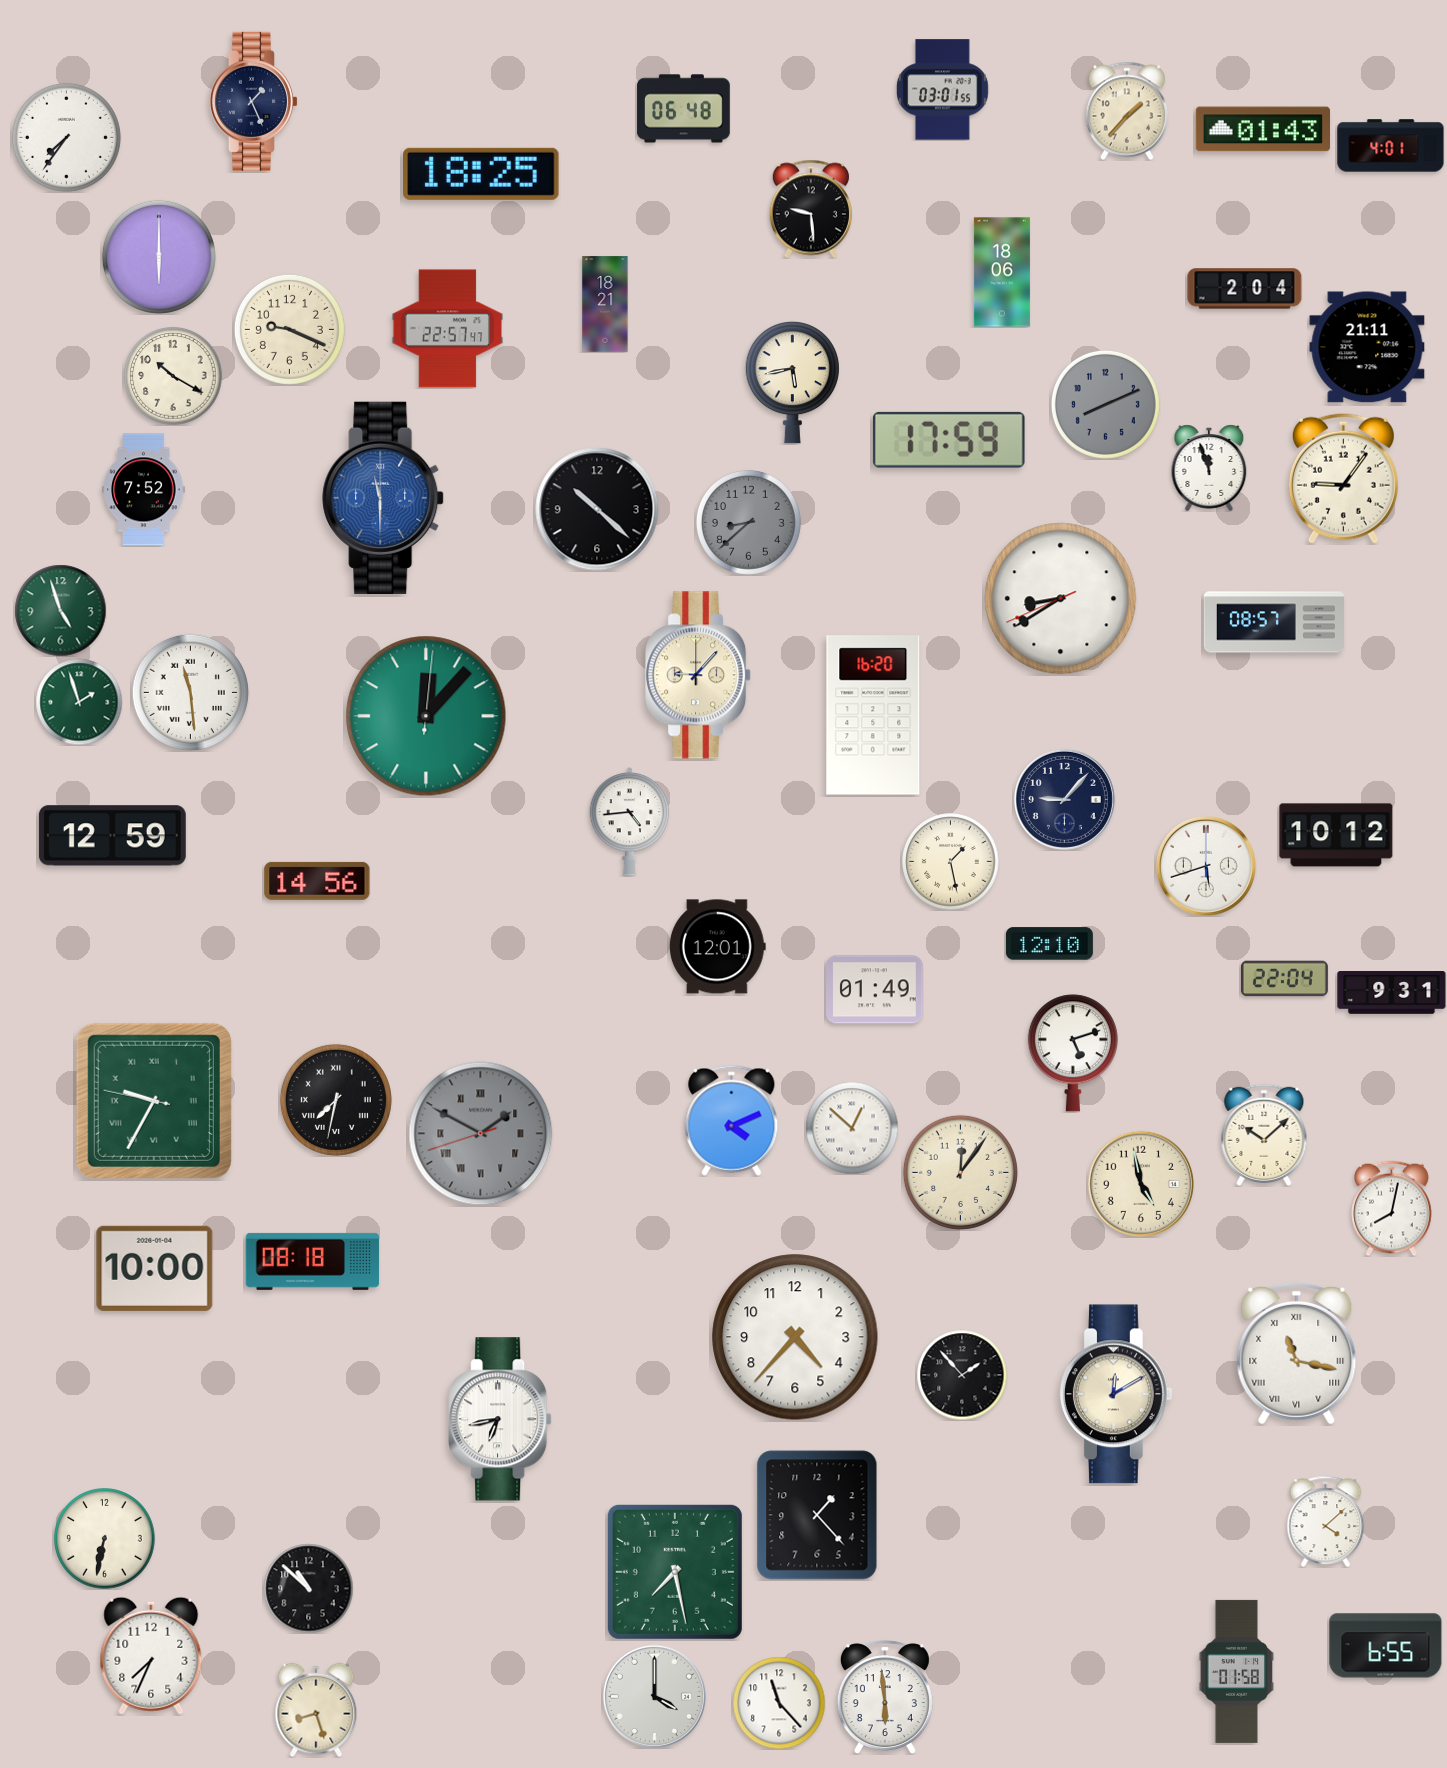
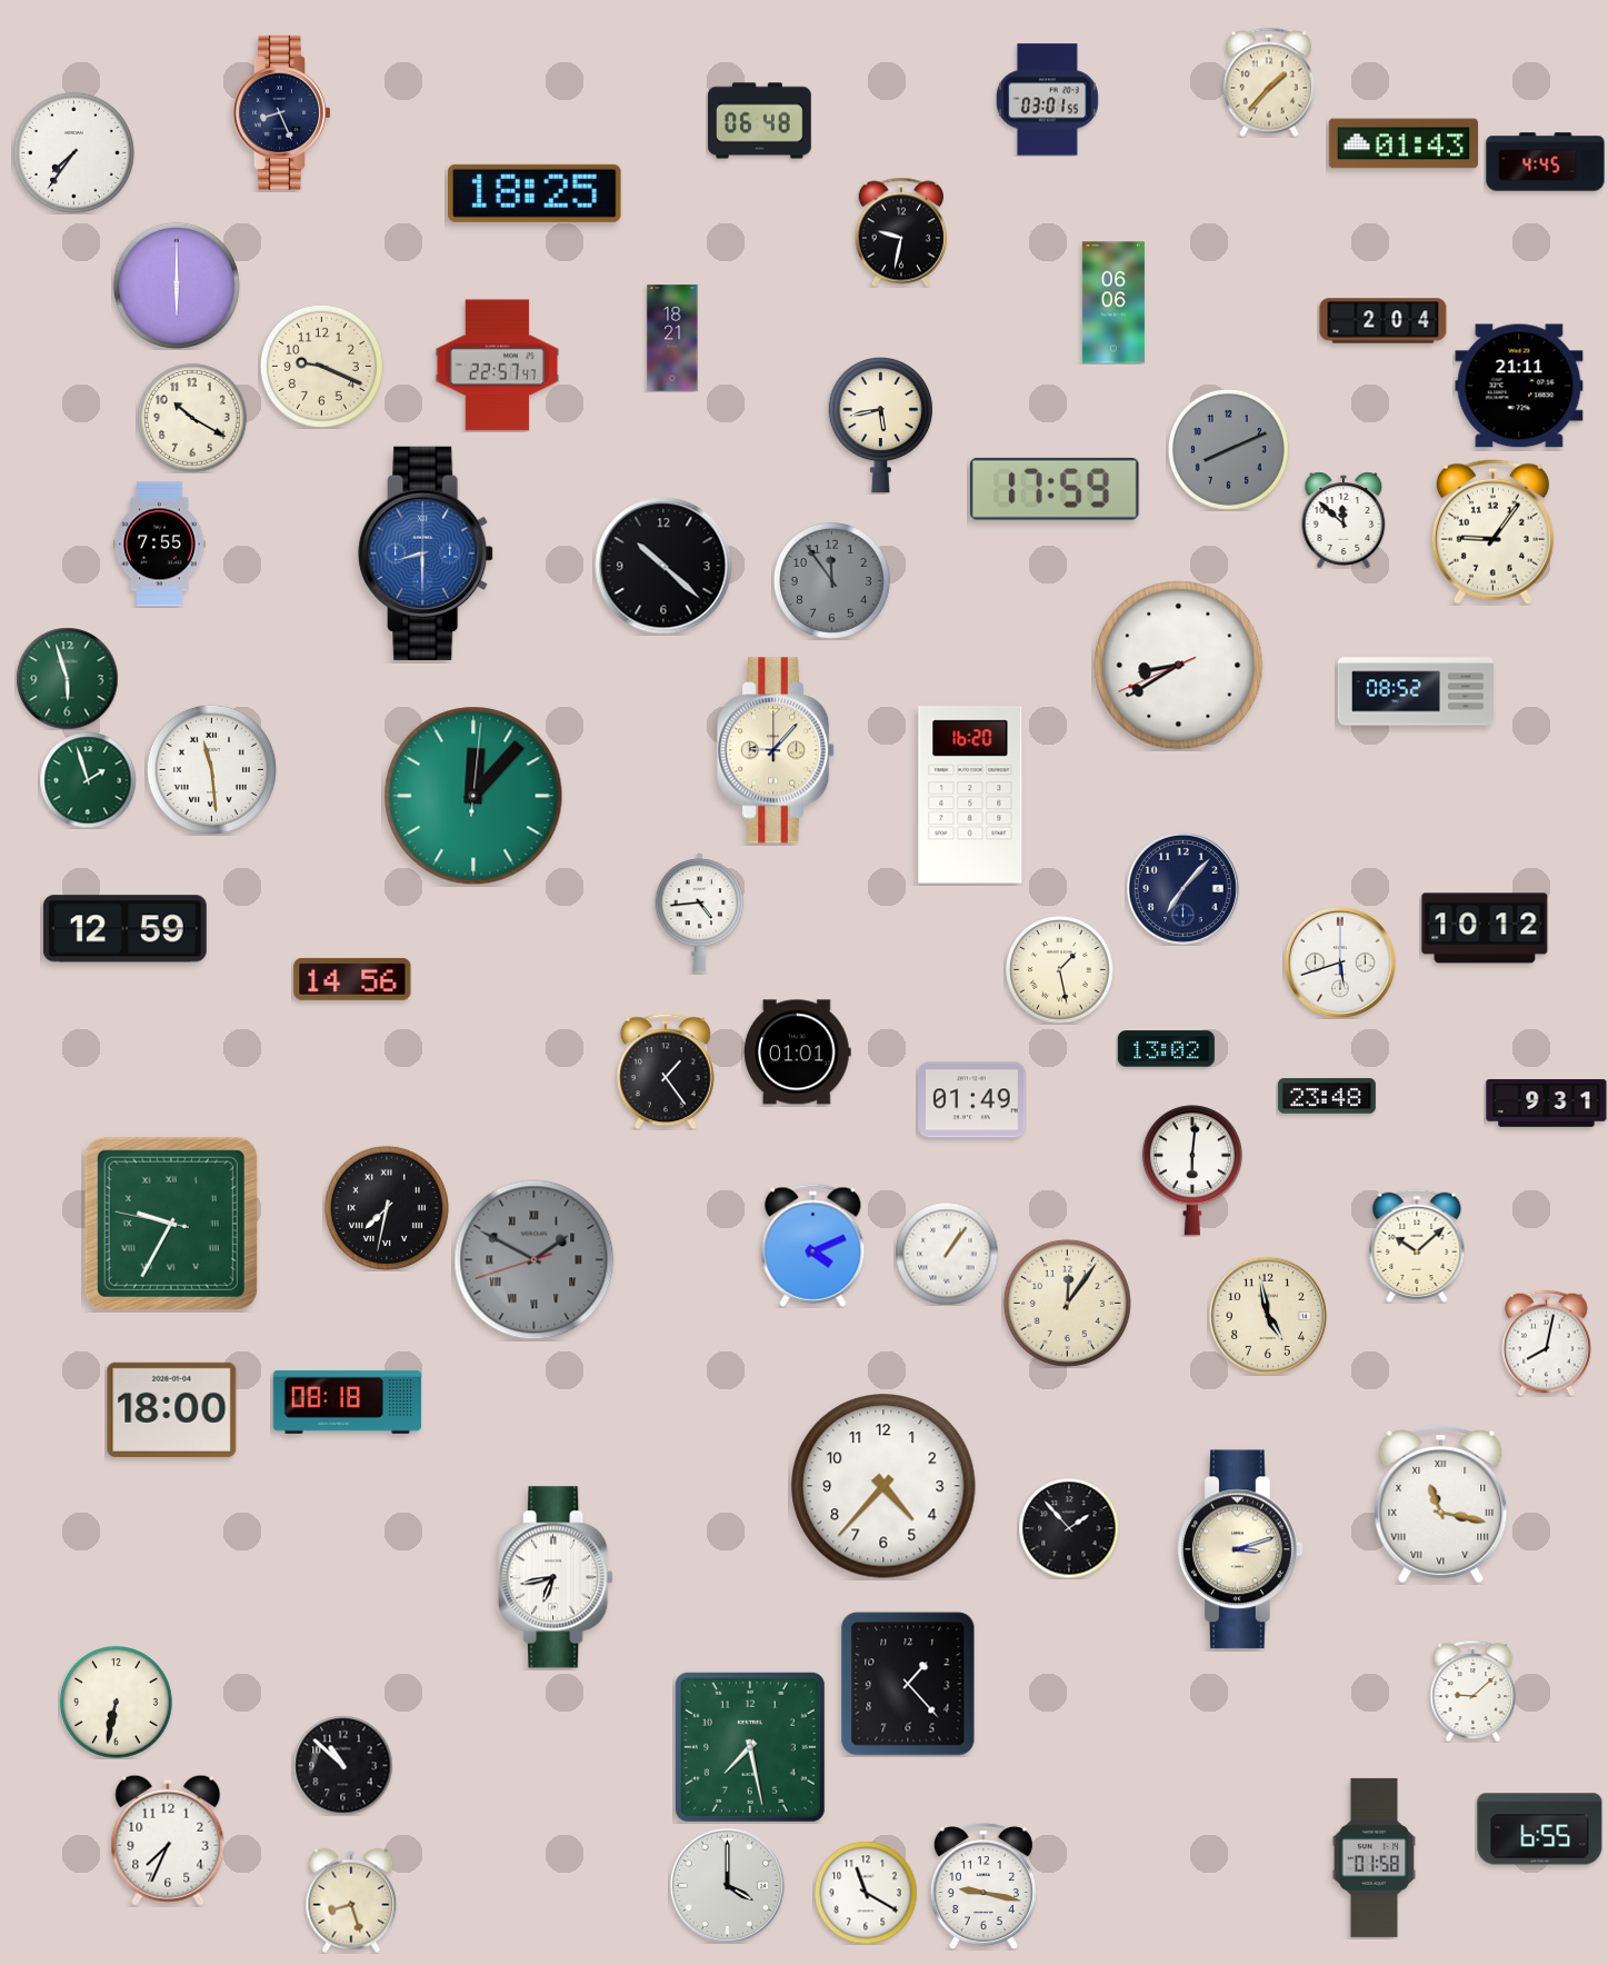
clock at (253, 101): 1:26 -> 8:26
clock at (1127, 111) position: (1127, 111) -> (1269, 82)
clock at (1391, 146): 4:01 -> 4:45
clock at (811, 209): 9:29 -> 9:32
clock at (1002, 272): 18:06 -> 06:06
clock at (1209, 468): 11:57 -> 11:52
clock at (144, 490): 7:52 -> 7:55
clock at (383, 498): 11:30 -> 8:30
clock at (748, 522): 8:38 -> 11:54
clock at (60, 610): 4:57 -> 5:57
clock at (1274, 622): 08:57 -> 08:52
clock at (1064, 799): 9:07 -> 7:07
clock at (951, 862) position: (951, 862) -> (1060, 970)
clock at (1049, 944): 12:10 -> 13:02
clock at (717, 947): 12:01 -> 01:01
clock at (667, 1071): none -> 1:24
clock at (1284, 979): 22:04 -> none
clock at (1327, 1096): none -> 23:48
clock at (1073, 1053): 5:12 -> 6:01
clock at (336, 1100) position: (336, 1100) -> (387, 1208)
clock at (852, 1128): 12:52 -> 1:06
clock at (1264, 1135) position: (1264, 1135) -> (1417, 1246)
clock at (155, 1268): 10:00 -> 18:00
clock at (1116, 1394): 12:10 -> 3:12
clock at (1326, 1521): 4:08 -> 9:08
clock at (105, 1539) position: (105, 1539) -> (117, 1703)
clock at (885, 1697): 5:59 -> 9:17
clock at (779, 1703): 11:23 -> 11:20
